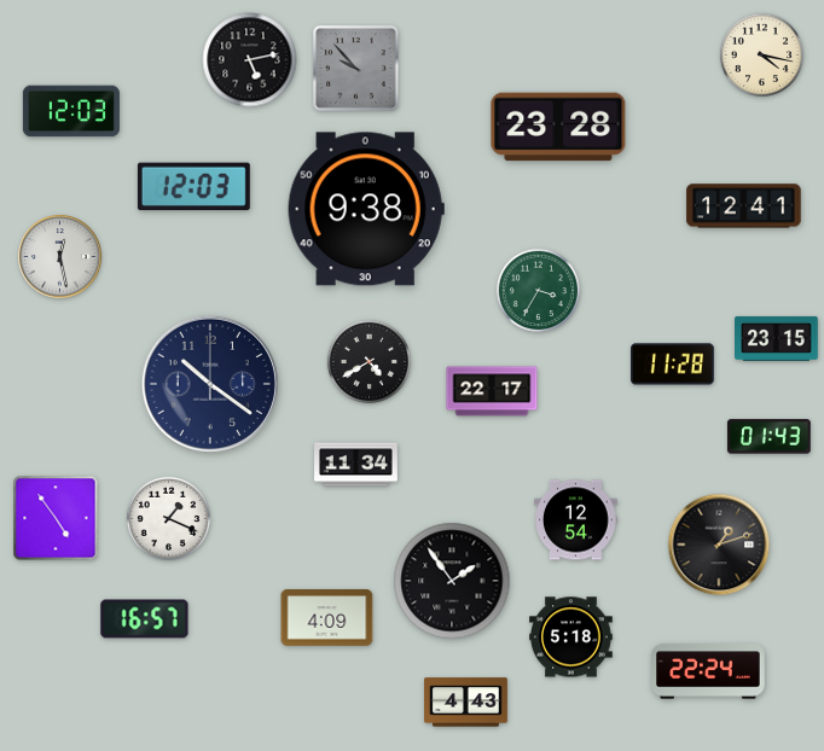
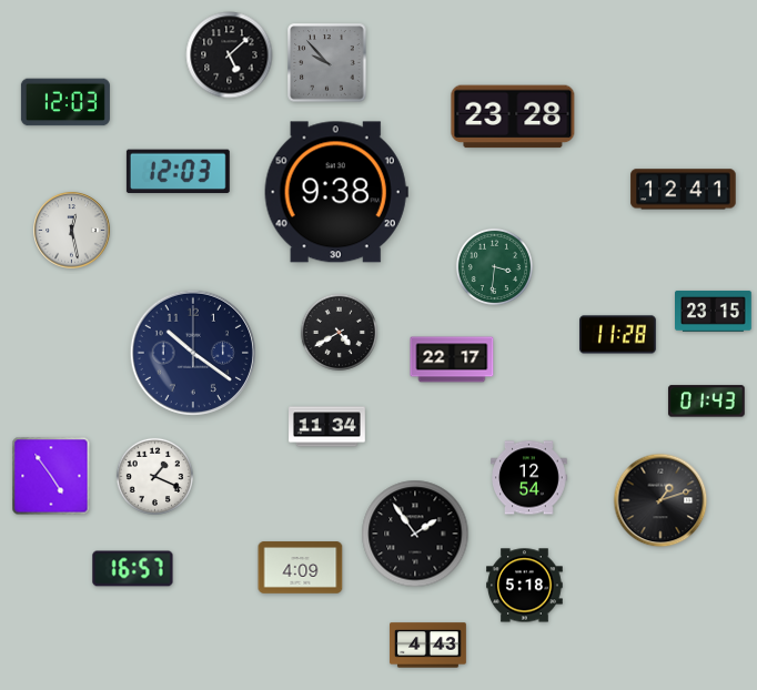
clock at (761, 54): 4:17 -> none
clock at (250, 60): 5:13 -> 5:08
clock at (60, 257) position: (60, 257) -> (72, 231)
clock at (538, 290): 3:35 -> 3:31
clock at (708, 671): 22:24 -> none
